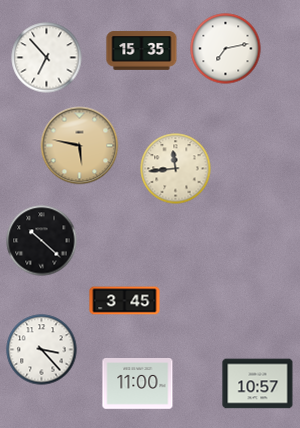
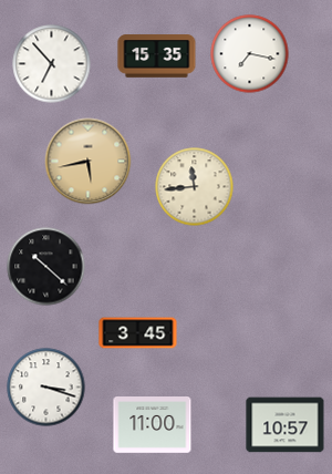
clock at (226, 49): 7:13 -> 7:17
clock at (80, 146): 5:47 -> 5:43
clock at (42, 350): 3:23 -> 3:18
